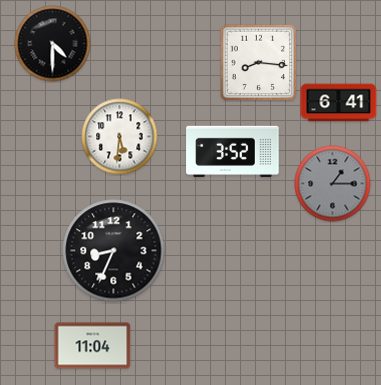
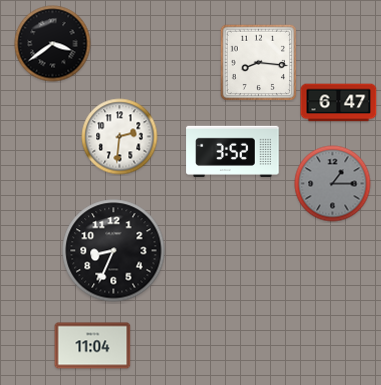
clock at (53, 44): 4:30 -> 3:39
clock at (339, 103): 6:41 -> 6:47
clock at (120, 137): 5:31 -> 2:31
